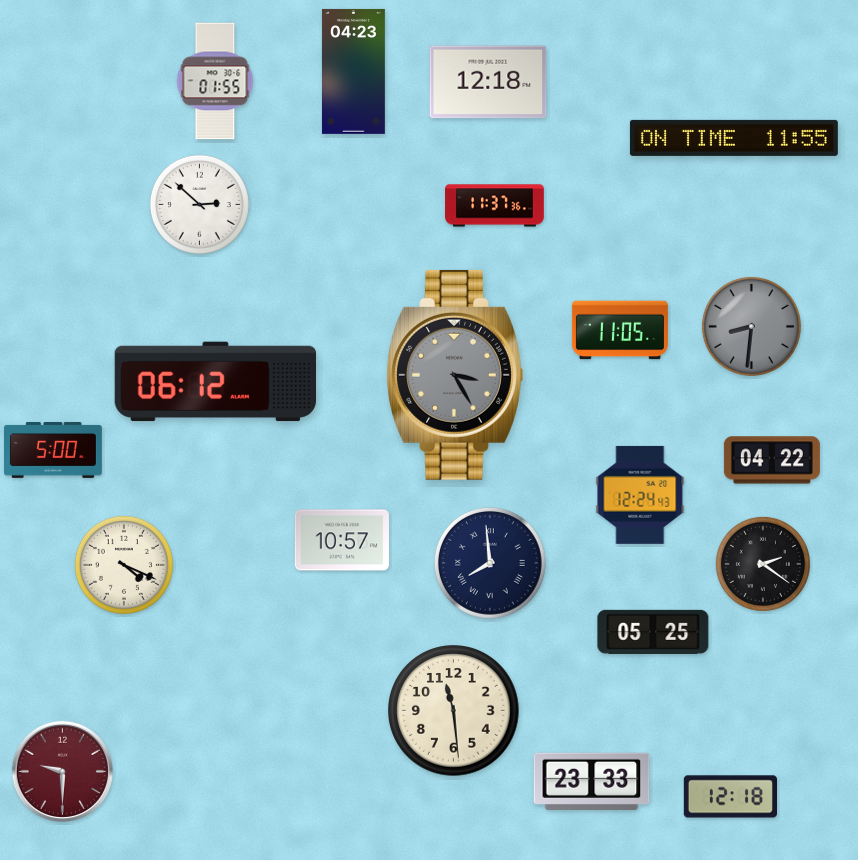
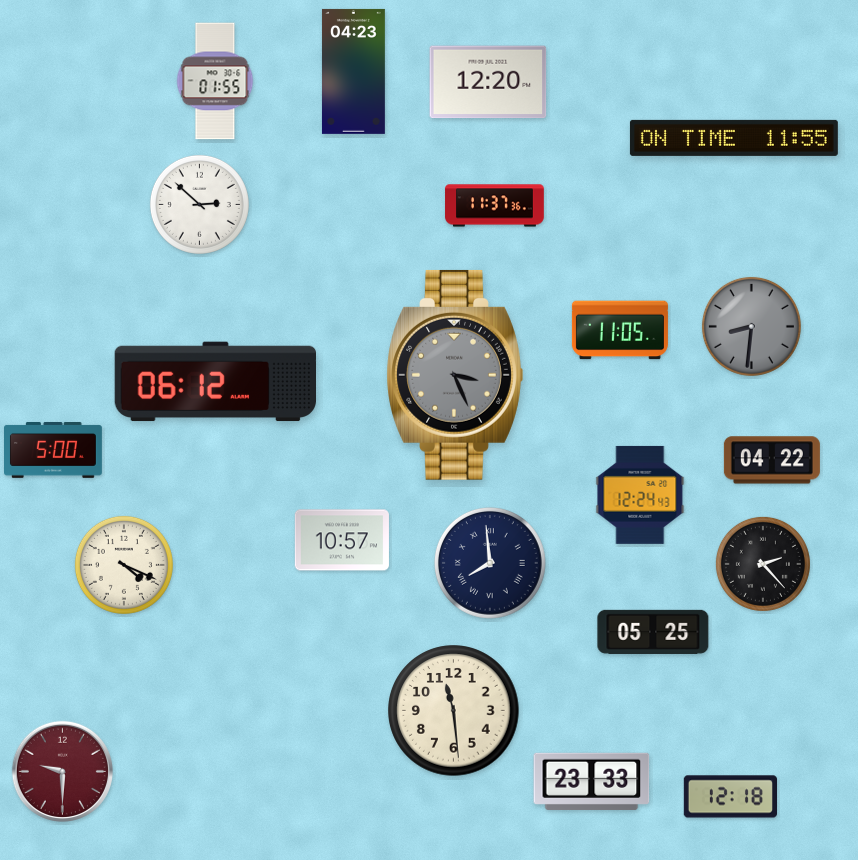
clock at (488, 82): 12:18 -> 12:20
clock at (455, 375): 3:25 -> 3:26
clock at (763, 564): 2:21 -> 2:23
